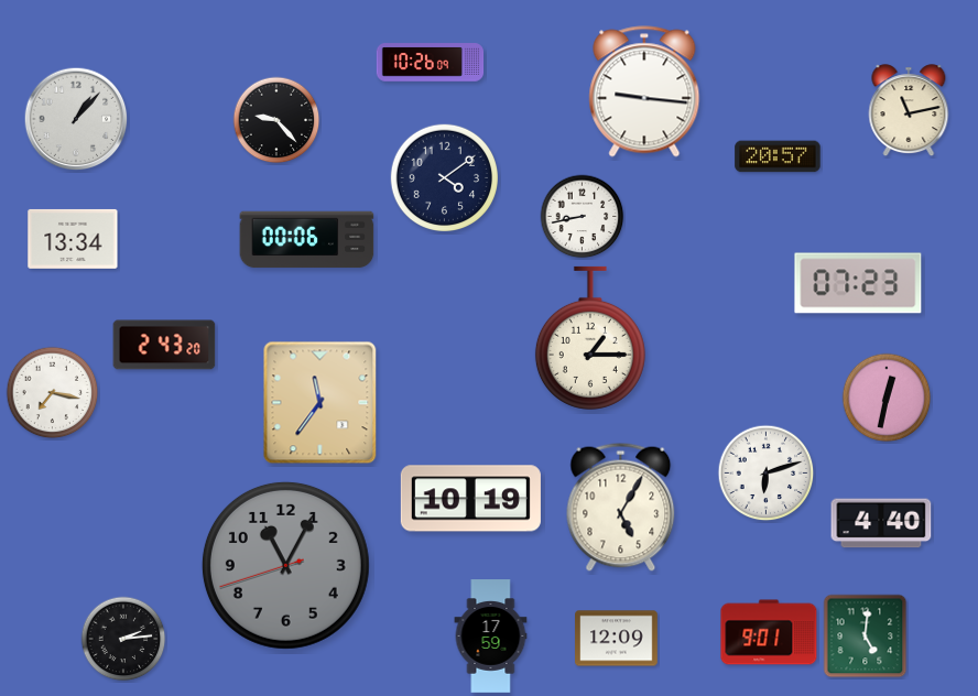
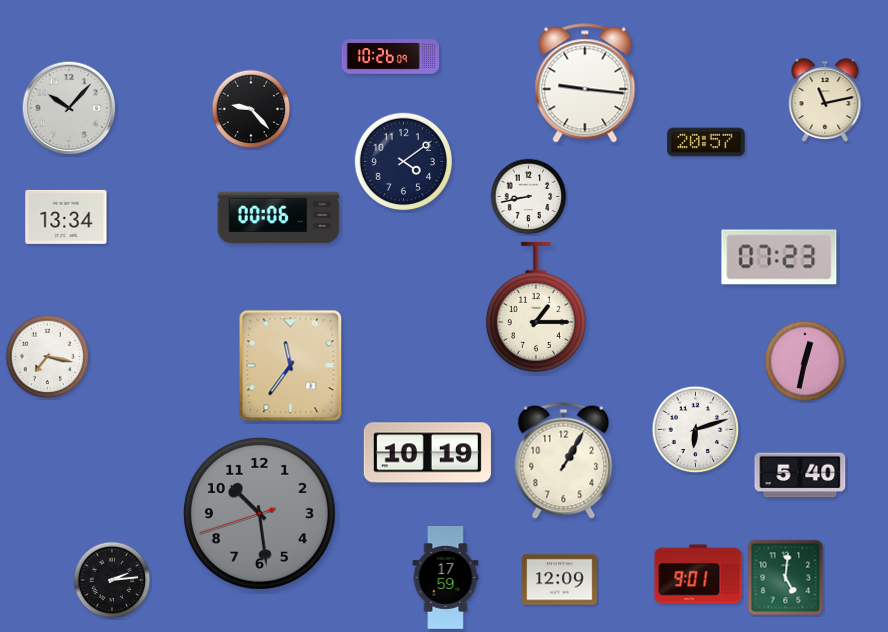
clock at (76, 119): 1:07 -> 10:07
clock at (164, 345): 2:43 -> none
clock at (621, 507): 5:05 -> 1:05
clock at (881, 523): 4:40 -> 5:40
clock at (285, 565): 11:04 -> 10:28
